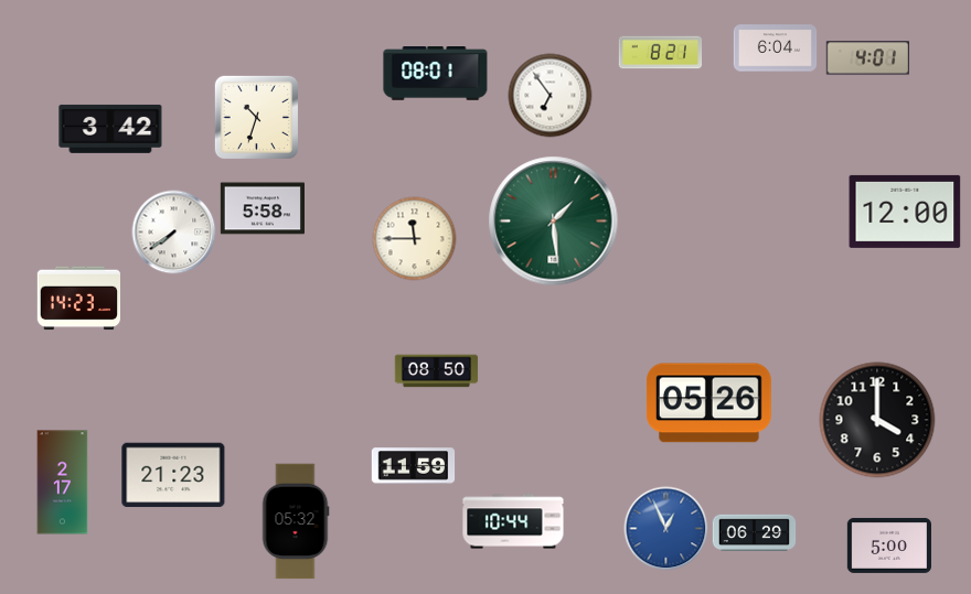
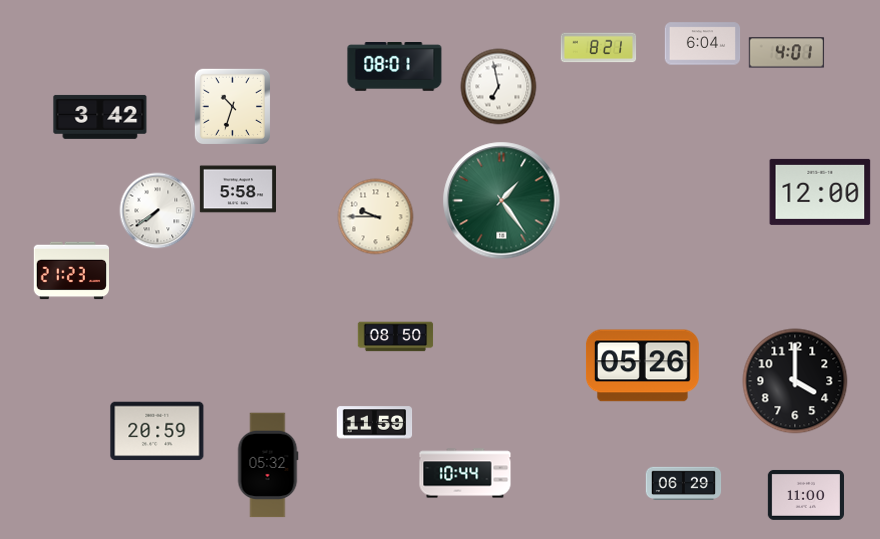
clock at (551, 96): 6:54 -> 6:58
clock at (554, 222): 1:29 -> 1:24
clock at (415, 239): 11:45 -> 9:45
clock at (78, 299): 14:23 -> 21:23
clock at (173, 475): 21:23 -> 20:59
clock at (63, 483): 2:17 -> none
clock at (296, 521) position: (296, 521) -> (268, 465)
clock at (666, 529): 12:56 -> none
clock at (888, 546): 5:00 -> 11:00
